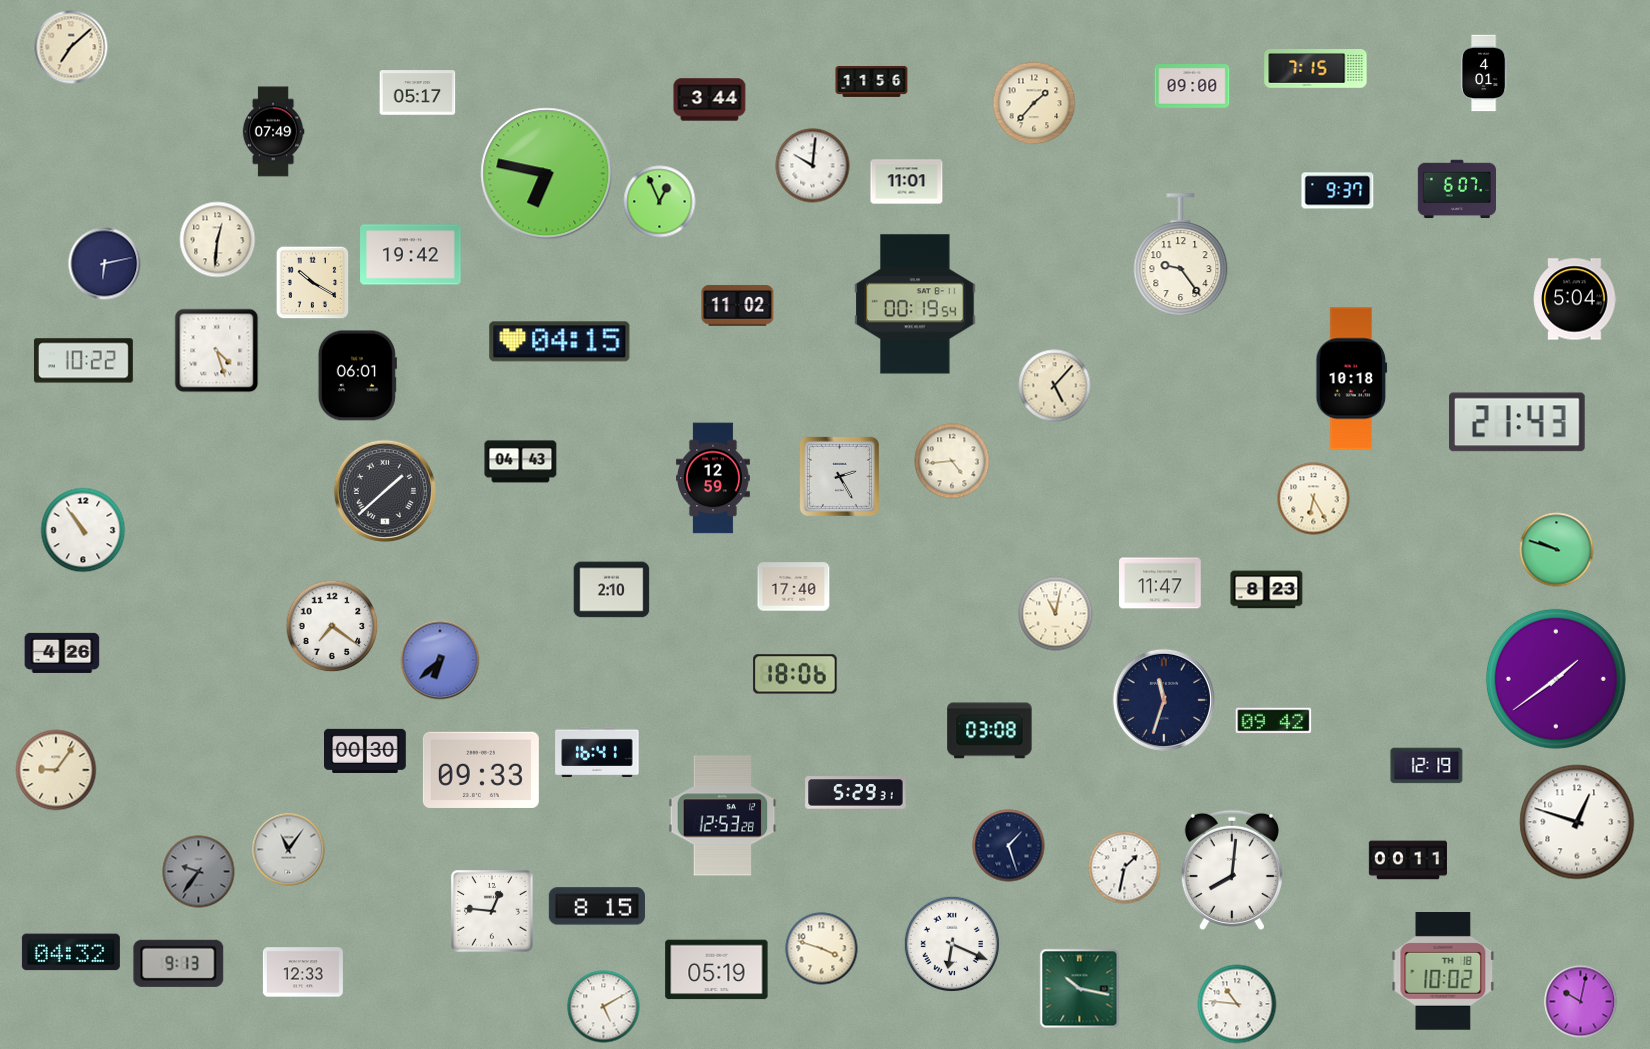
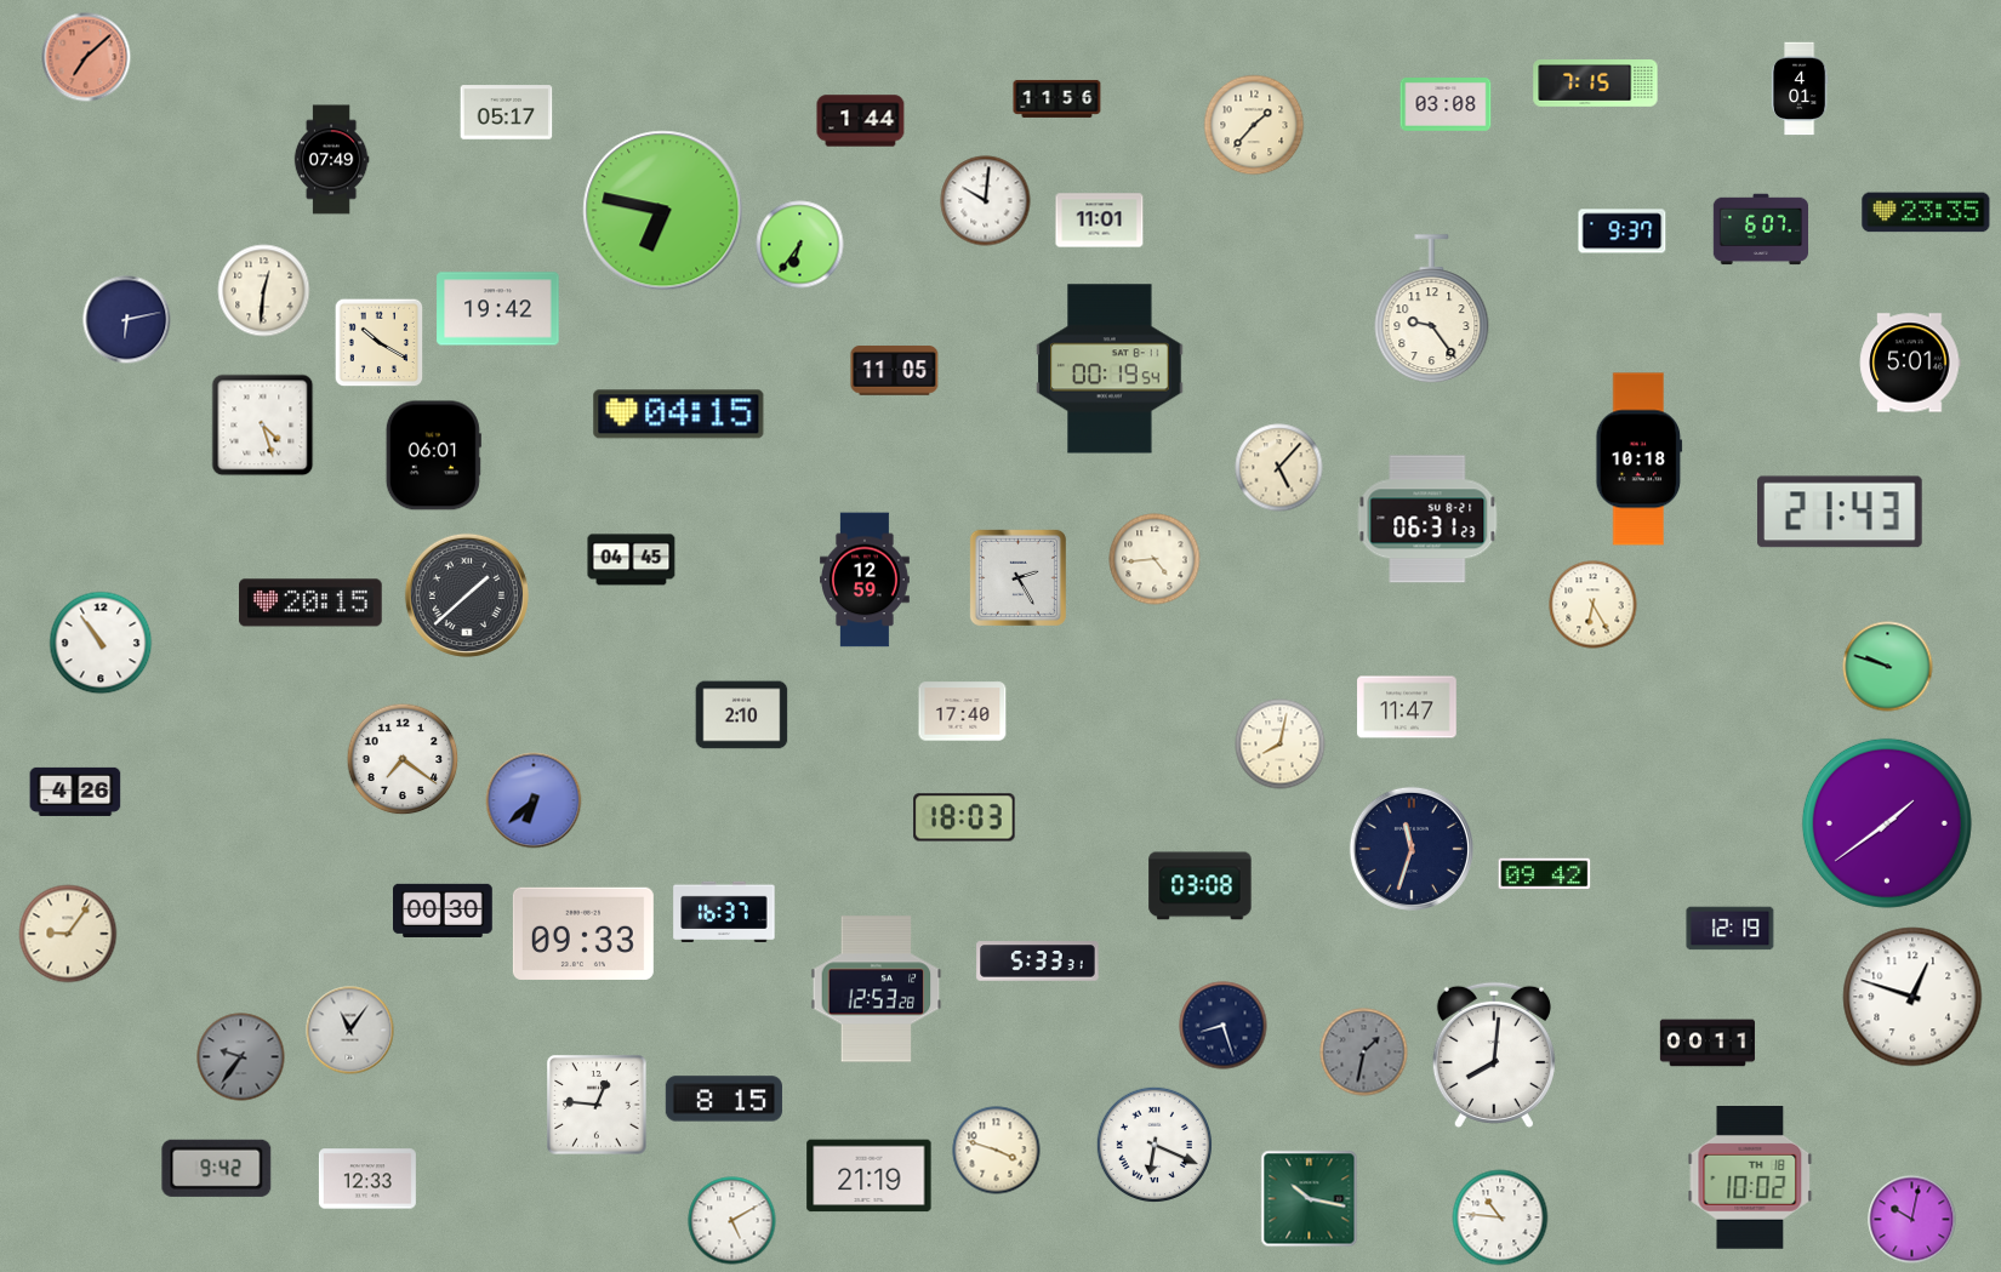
clock at (71, 47) dial: cream -> salmon
clock at (1192, 87): 09:00 -> 03:08
clock at (710, 100): 3:44 -> 1:44
clock at (1926, 212): none -> 23:35
clock at (1456, 189) position: (1456, 189) -> (1760, 229)
clock at (660, 202): 12:56 -> 6:36
clock at (1575, 299): 5:04 -> 5:01
clock at (738, 306): 11:02 -> 11:05
clock at (83, 361): 10:22 -> none
clock at (1427, 519): none -> 06:31
clock at (521, 462): 04:43 -> 04:45
clock at (310, 603): none -> 20:15
clock at (1267, 590): 8:23 -> none
clock at (1056, 614): 11:02 -> 8:02
clock at (795, 674): 18:06 -> 18:03
clock at (597, 751): 16:41 -> 16:37
clock at (856, 793): 5:29 -> 5:33
clock at (1009, 846): 1:27 -> 8:27
clock at (1125, 868) dial: white -> grey
clock at (71, 952): 04:32 -> none
clock at (179, 963): 9:13 -> 9:42
clock at (717, 970): 05:19 -> 21:19
clock at (1581, 1002) position: (1581, 1002) -> (1912, 1220)
